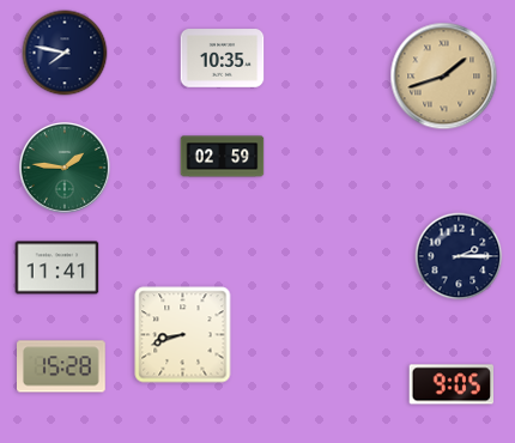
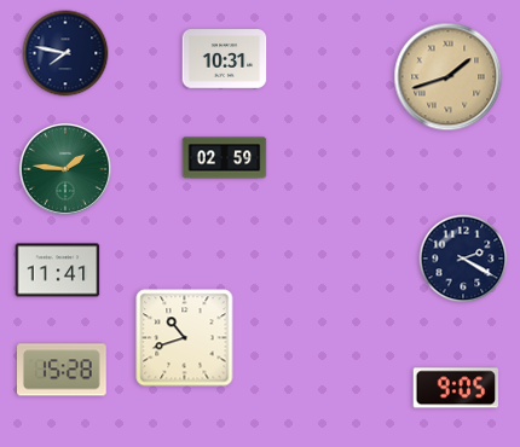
clock at (223, 59): 10:35 -> 10:31
clock at (459, 256): 2:15 -> 2:20
clock at (183, 335): 8:42 -> 10:42
